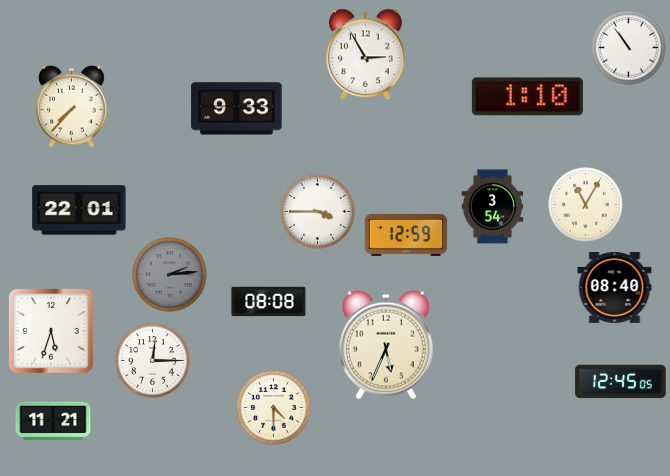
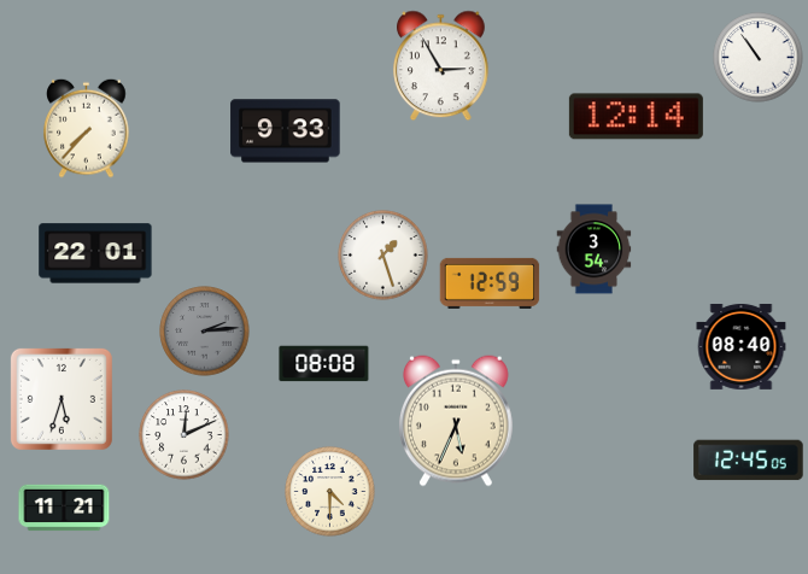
clock at (527, 97): 1:10 -> 12:14
clock at (586, 205): 11:05 -> none
clock at (318, 212): 3:45 -> 1:27
clock at (386, 345) position: (386, 345) -> (456, 421)
clock at (153, 361): 12:15 -> 12:11
